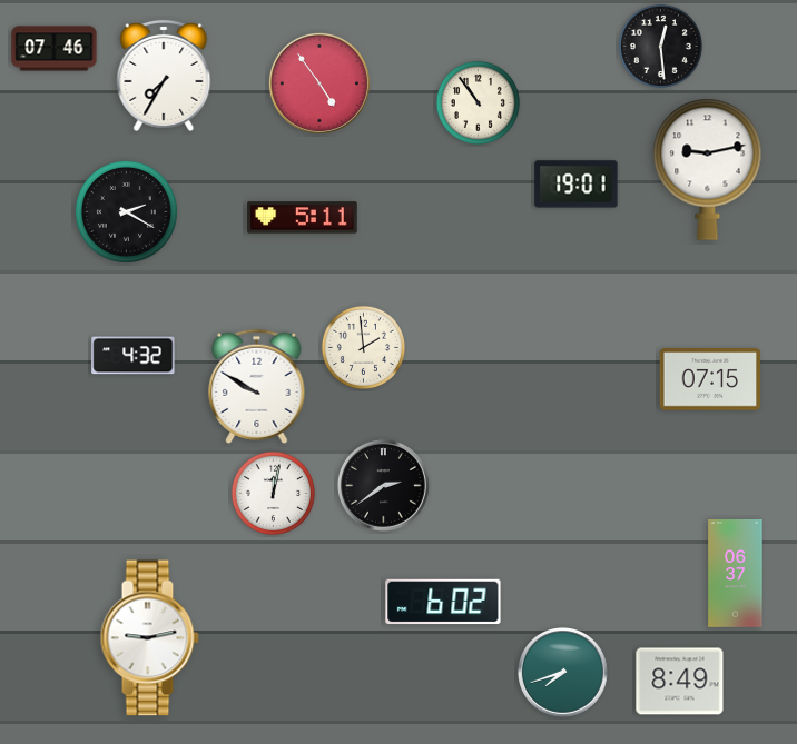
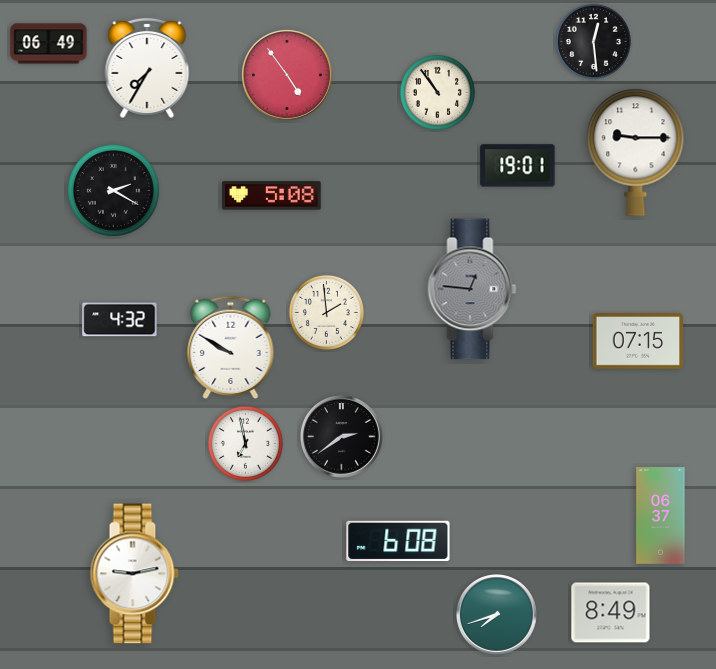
clock at (55, 49): 07:46 -> 06:49
clock at (478, 102) position: (478, 102) -> (437, 92)
clock at (708, 169): 9:13 -> 9:15
clock at (303, 218): 5:11 -> 5:08
clock at (472, 289): none -> 12:46
clock at (383, 485) position: (383, 485) -> (341, 436)
clock at (273, 493): 12:02 -> 6:58
clock at (443, 602): 6:02 -> 6:08
clock at (563, 673) position: (563, 673) -> (497, 615)
